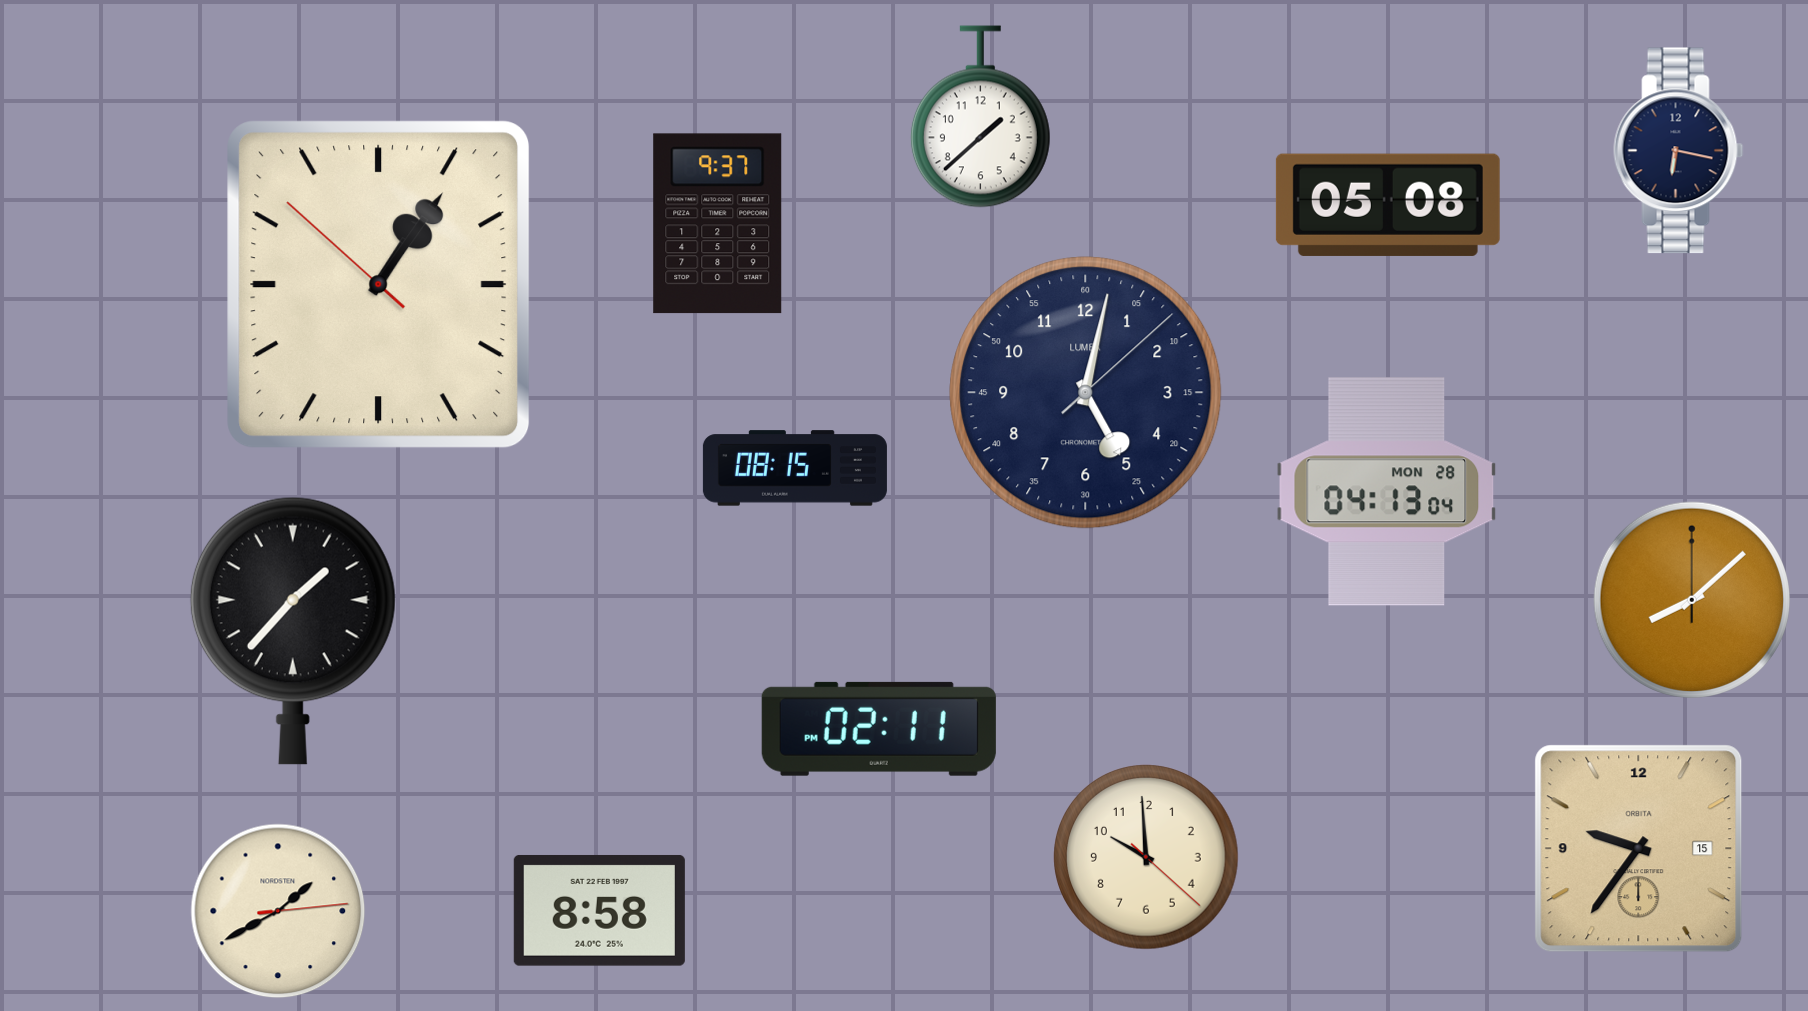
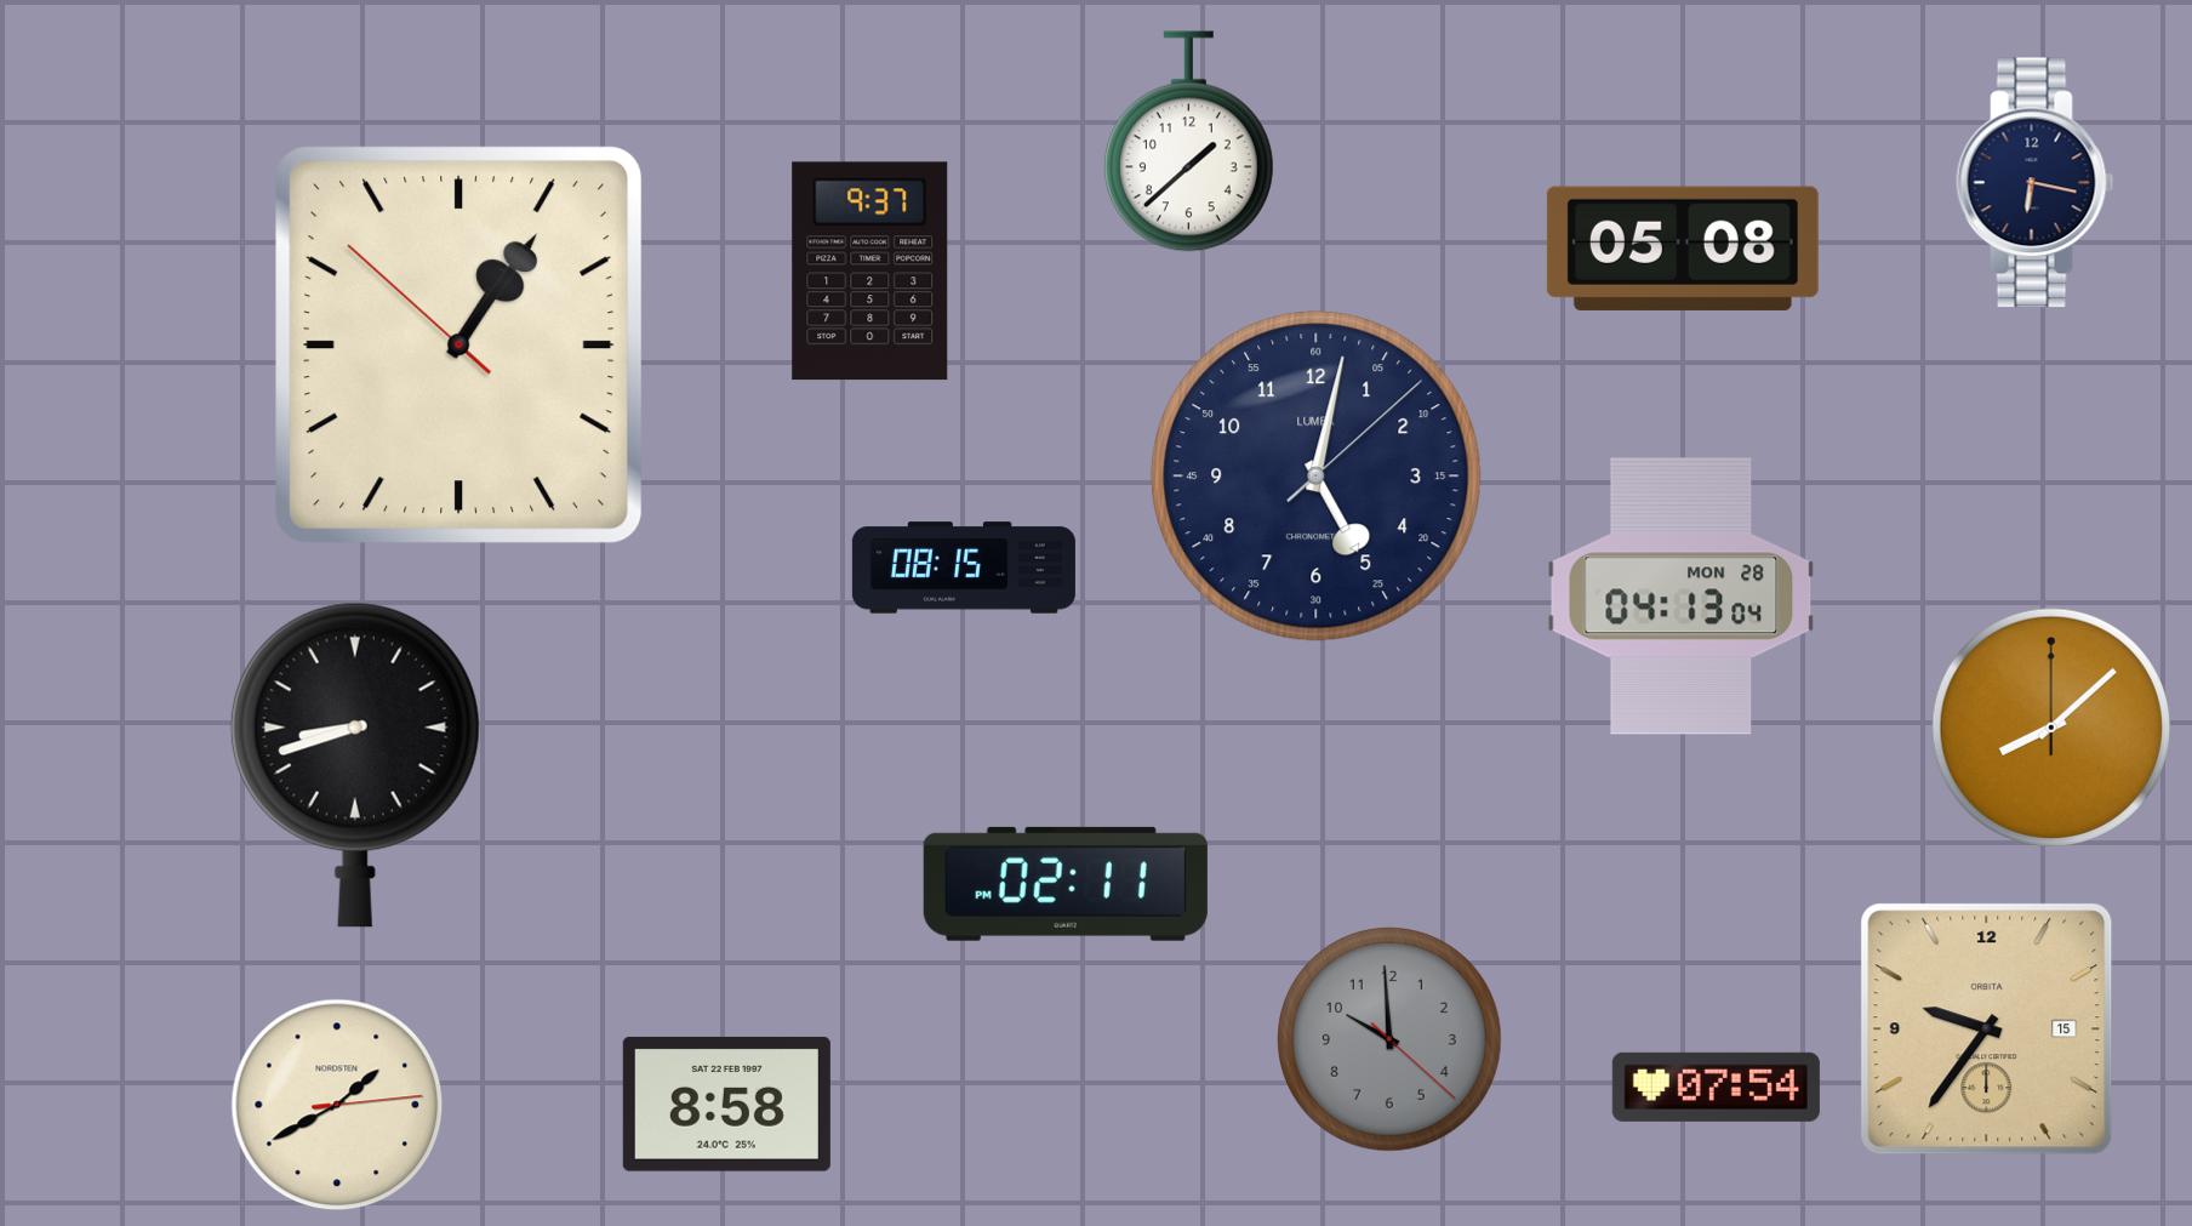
clock at (293, 631): 1:37 -> 8:42
clock at (1146, 857) dial: cream -> grey
clock at (1716, 1087): none -> 07:54
